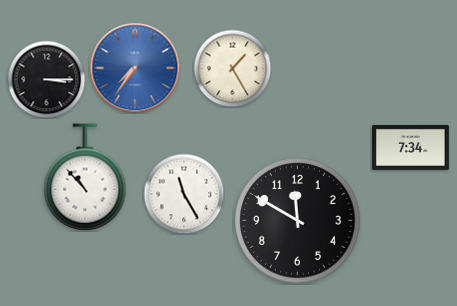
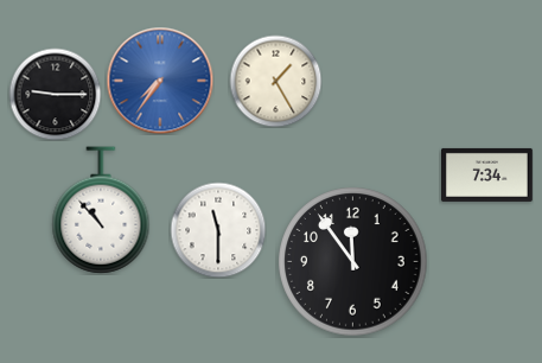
clock at (46, 79): 3:15 -> 9:15
clock at (184, 194): 11:25 -> 11:30
clock at (298, 221): 11:50 -> 11:54
